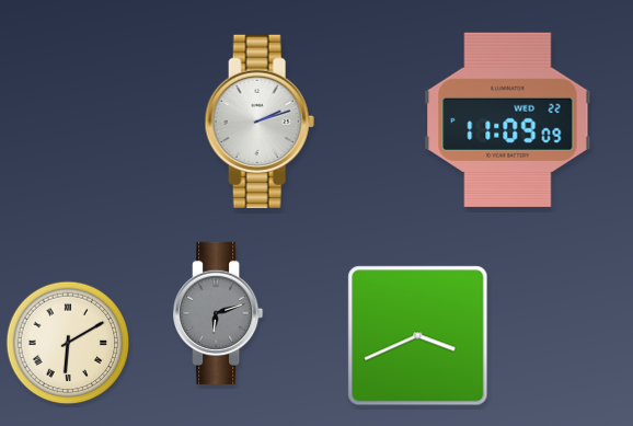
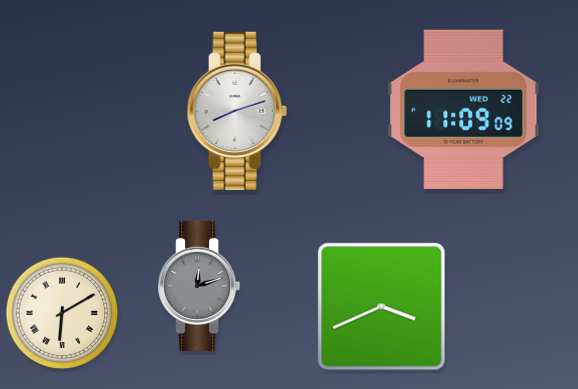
clock at (260, 122): 2:12 -> 8:12
clock at (218, 313): 6:12 -> 12:12
